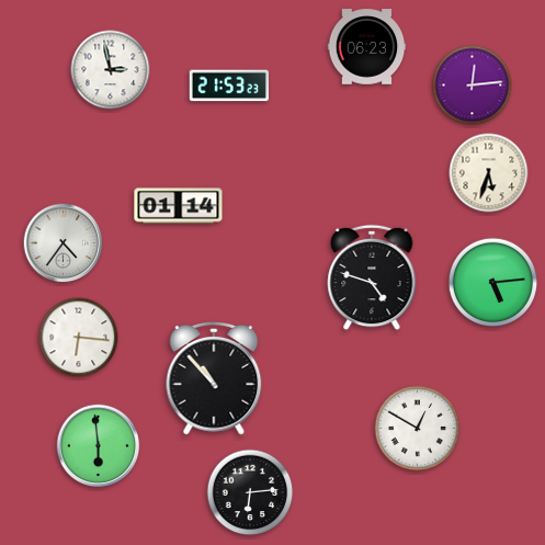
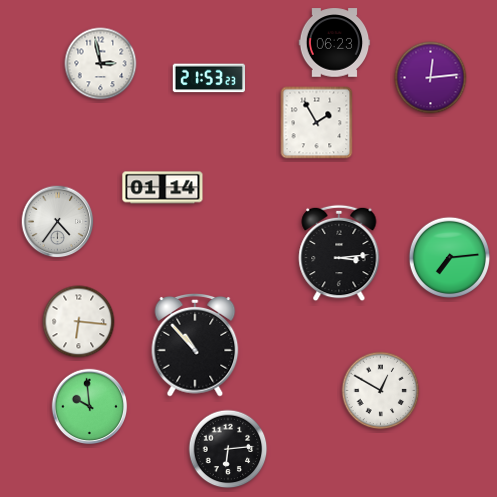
clock at (317, 123): none -> 1:55
clock at (489, 173): 5:33 -> none
clock at (372, 277): 4:48 -> 3:14
clock at (493, 283): 5:14 -> 7:14
clock at (79, 338) position: (79, 338) -> (79, 322)
clock at (99, 446): 5:59 -> 9:59
